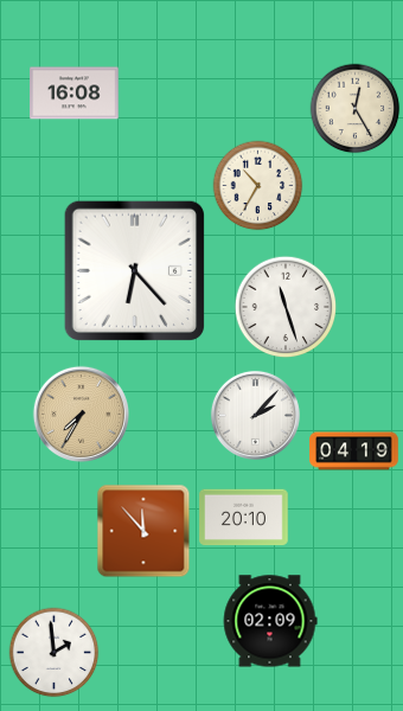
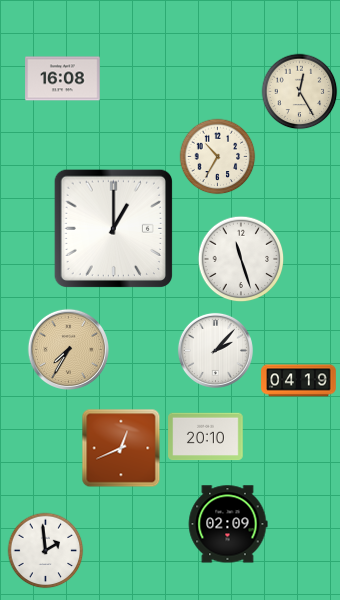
clock at (134, 270): 6:23 -> 1:00
clock at (143, 531): 11:53 -> 12:41
